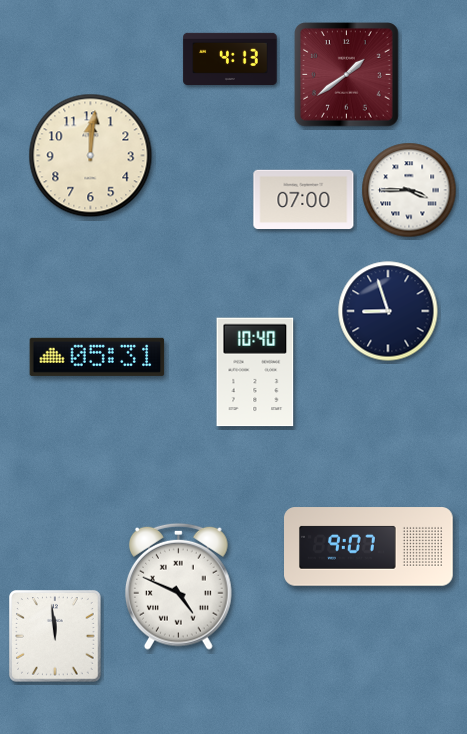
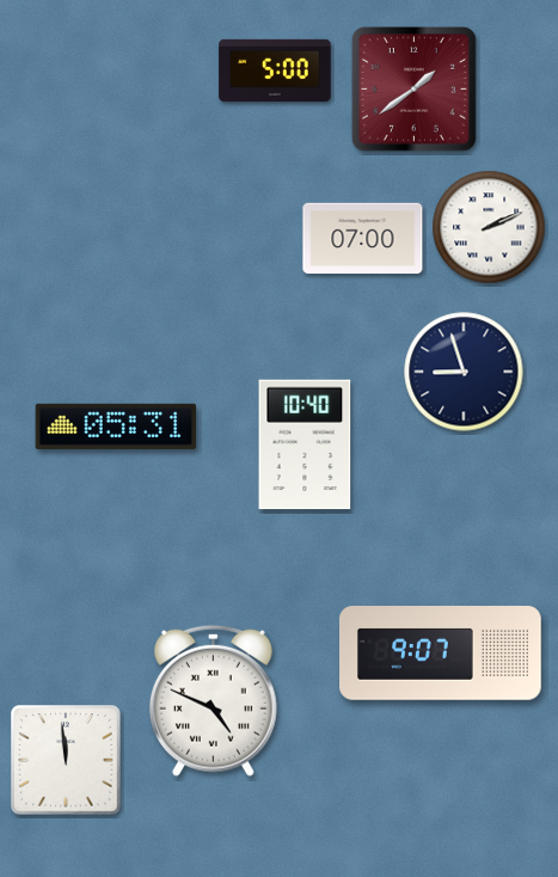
clock at (230, 58): 4:13 -> 5:00
clock at (91, 156): 12:01 -> none
clock at (409, 190): 3:45 -> 2:11
